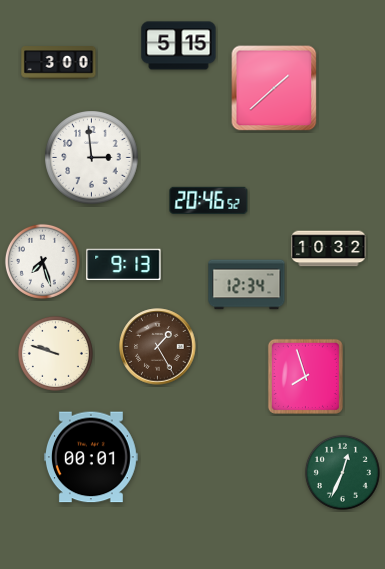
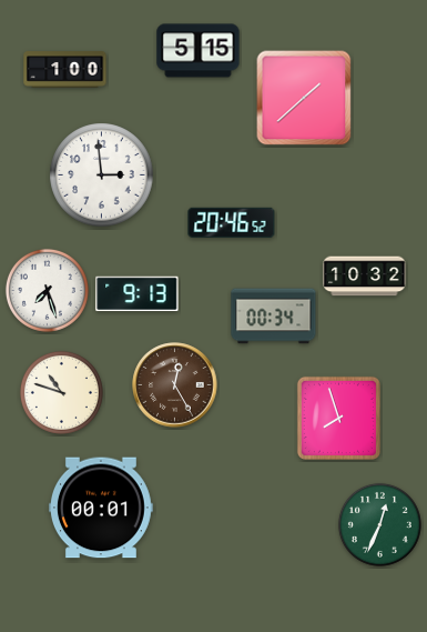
clock at (59, 63): 3:00 -> 1:00
clock at (247, 285): 12:34 -> 00:34
clock at (158, 347): 1:25 -> 12:25
clock at (55, 353): 9:48 -> 10:48
